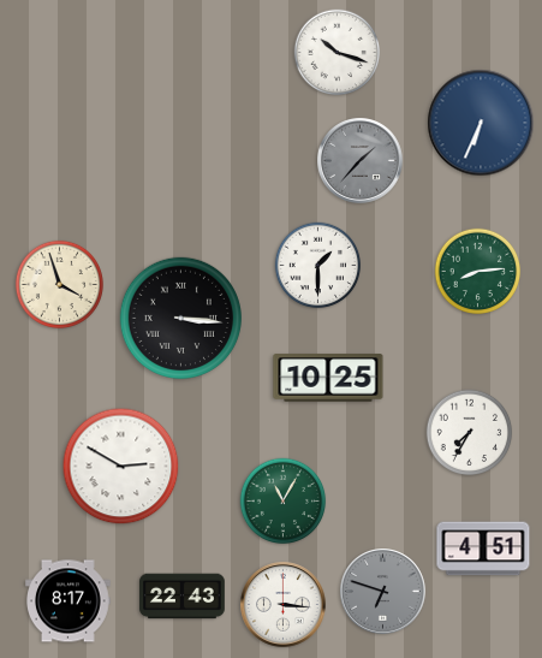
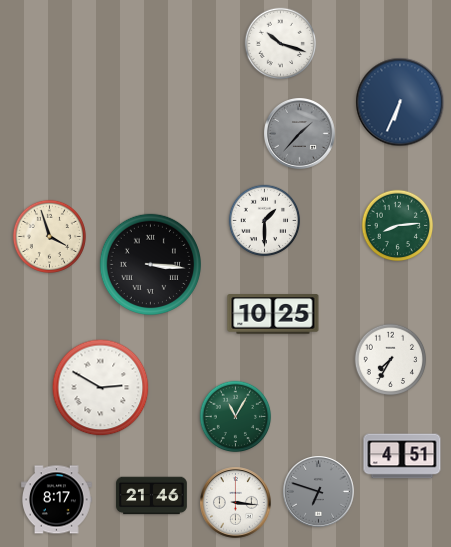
clock at (183, 597): 22:43 -> 21:46
